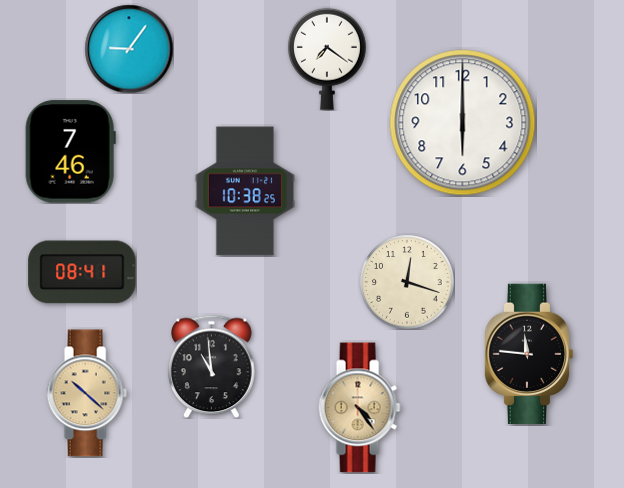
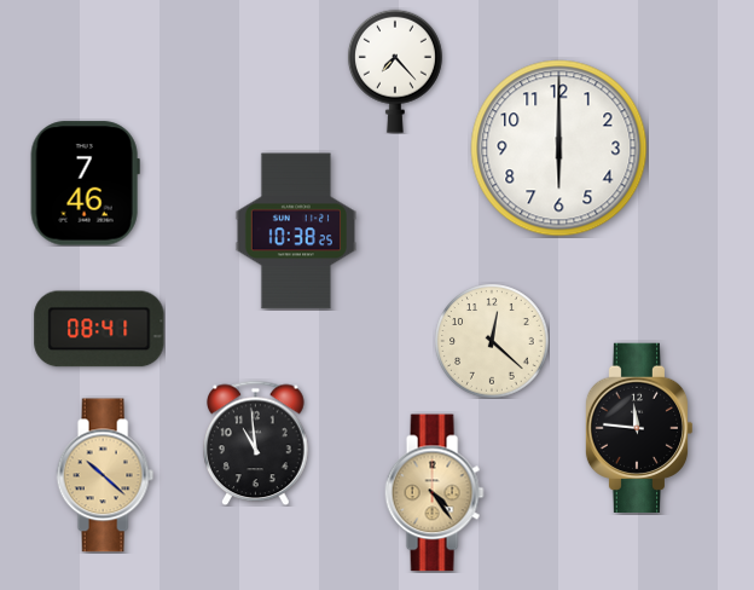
clock at (129, 49): 9:06 -> none
clock at (327, 59): 7:21 -> 7:23
clock at (407, 282): 12:18 -> 12:22
